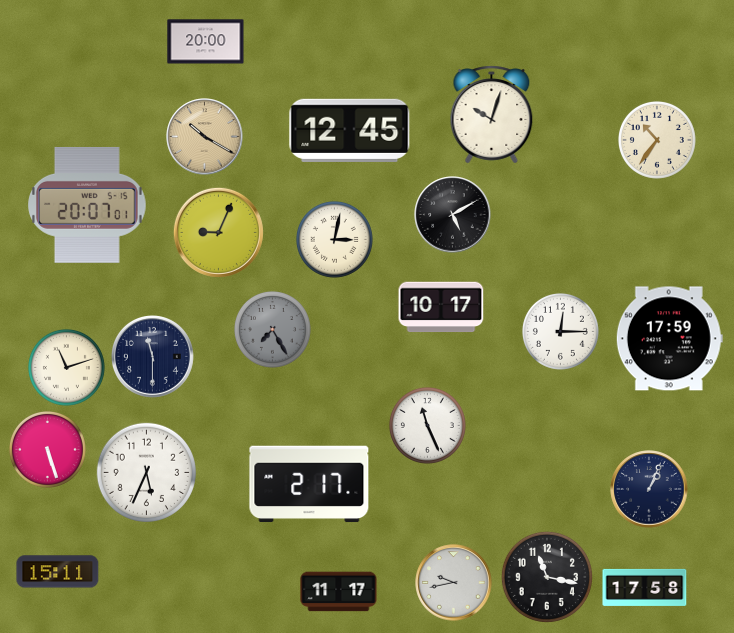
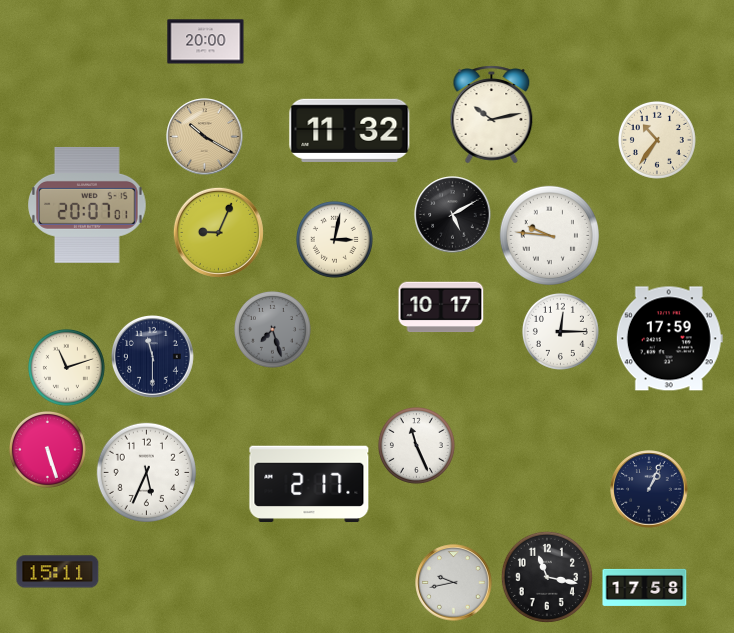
clock at (492, 115): 10:03 -> 10:13
clock at (350, 130): 12:45 -> 11:32
clock at (549, 235): none -> 9:46
clock at (272, 329): 7:25 -> 7:27
clock at (427, 425) position: (427, 425) -> (416, 445)
clock at (339, 592): 11:17 -> none
